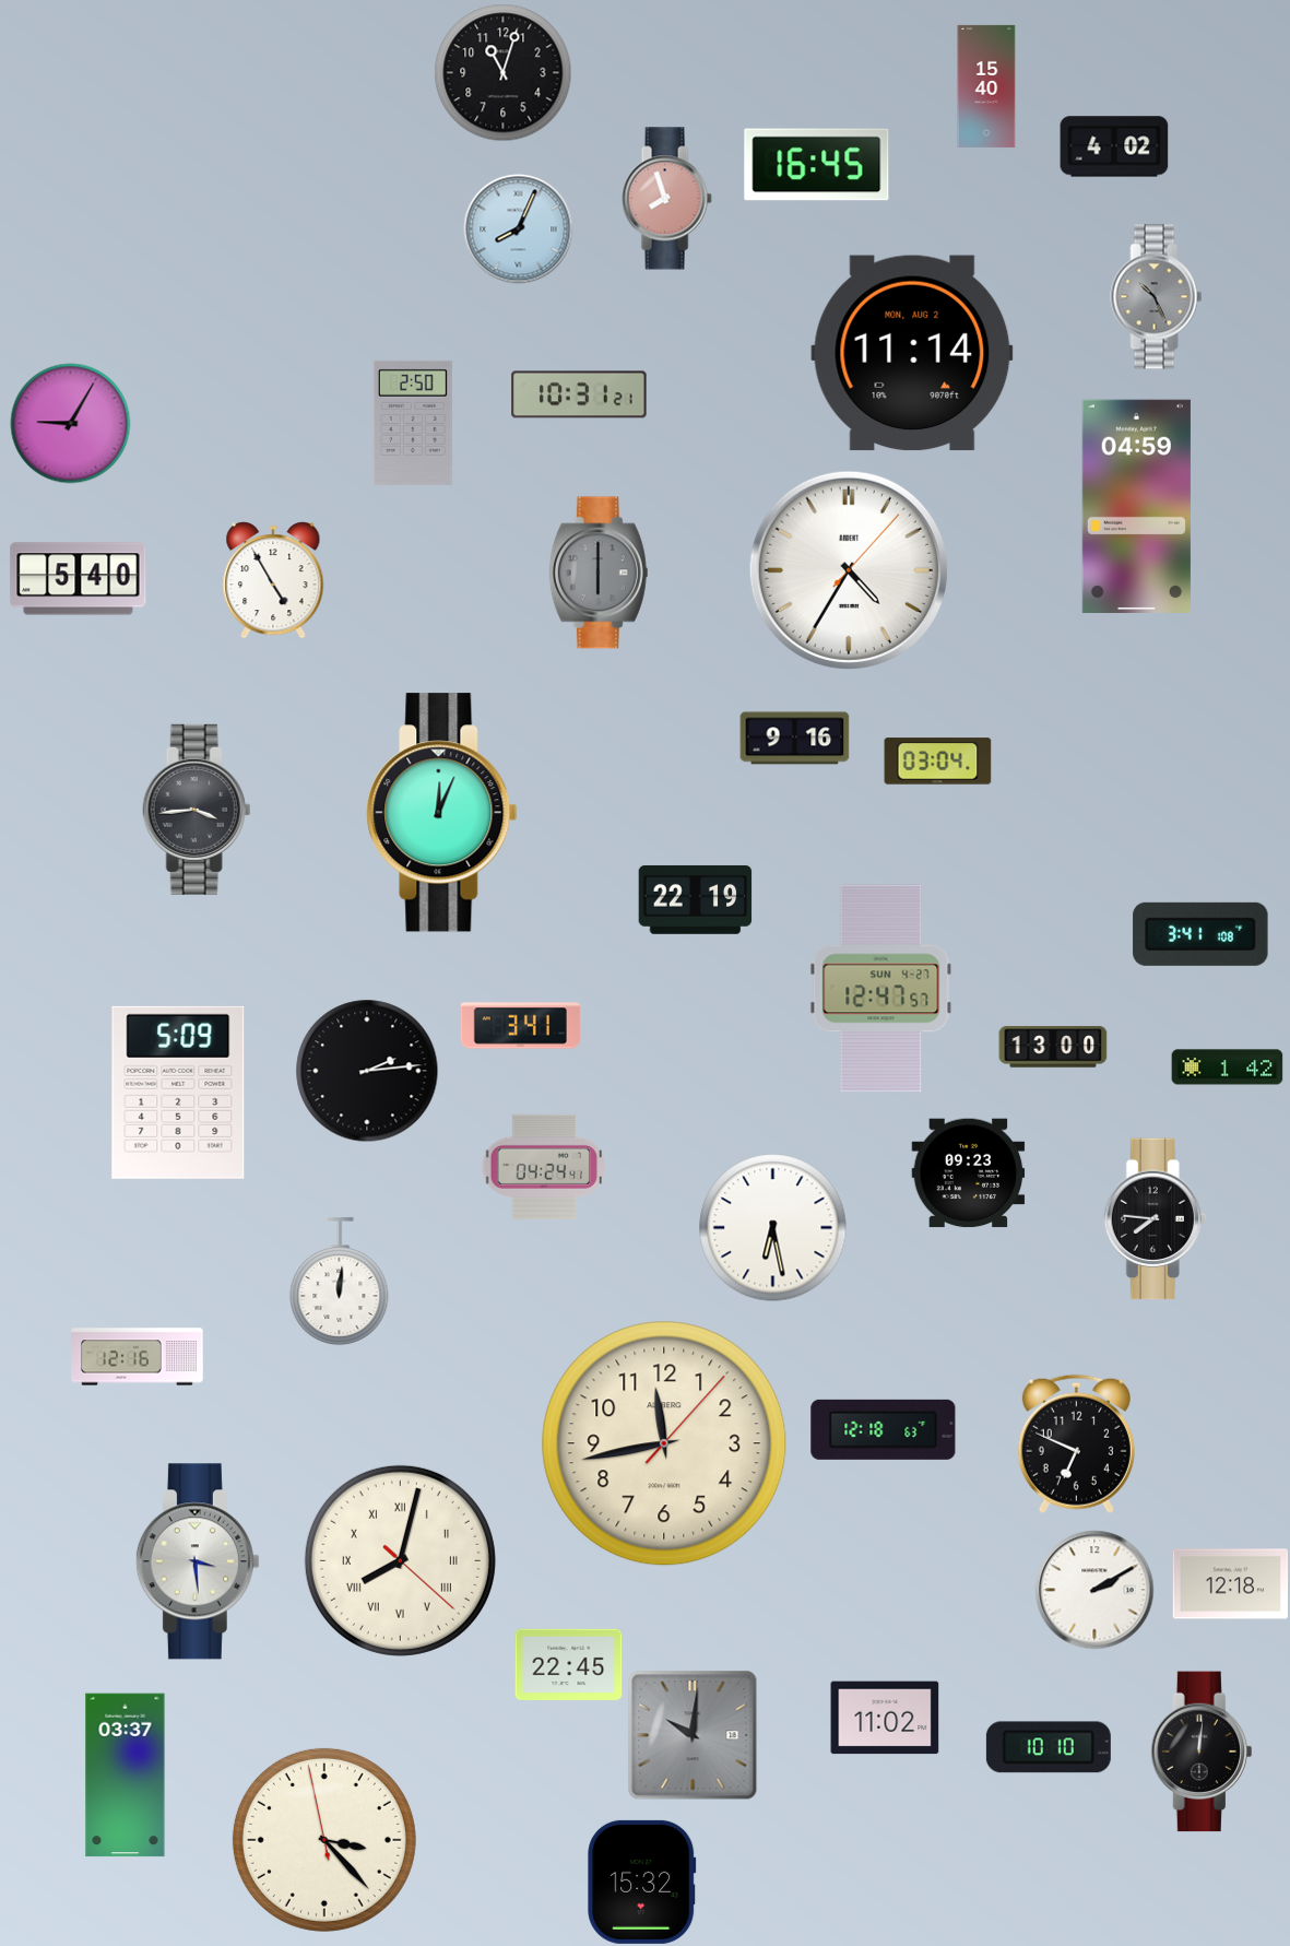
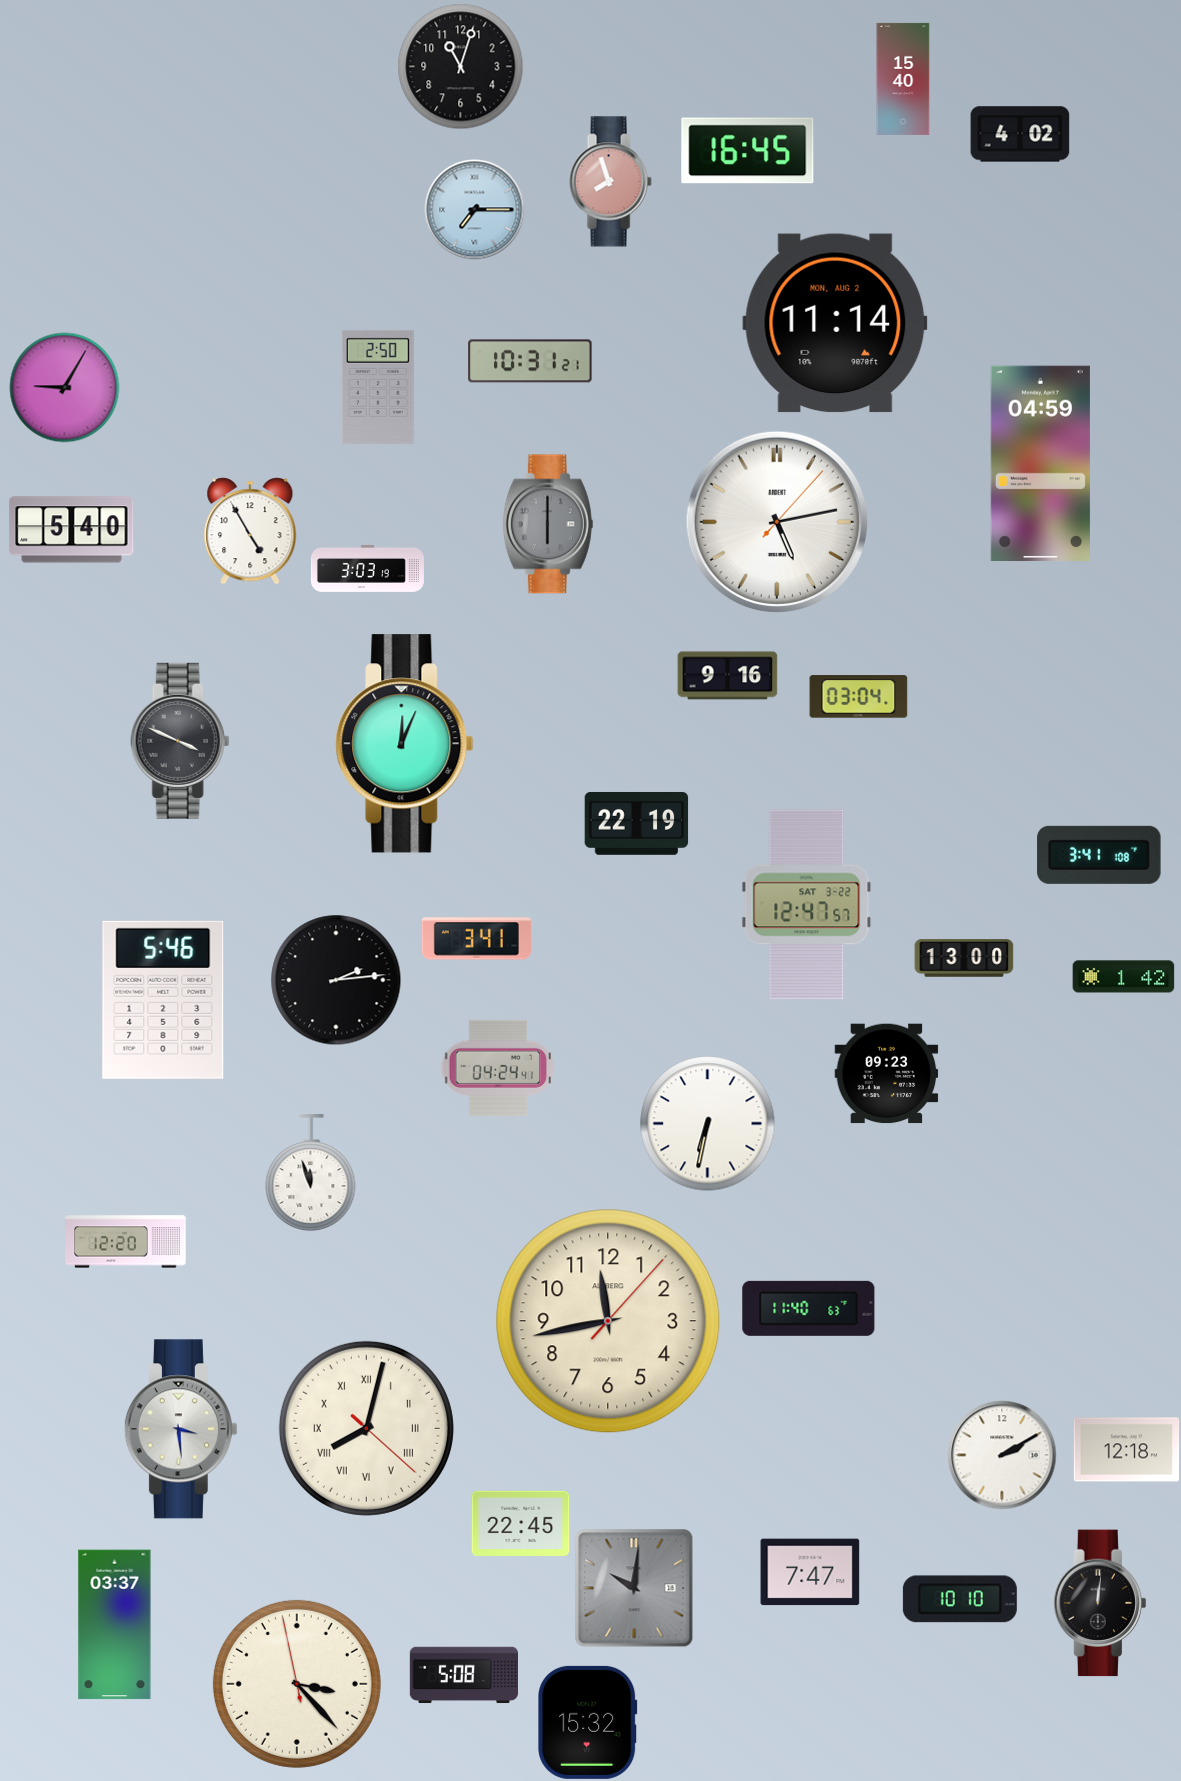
clock at (519, 229): 8:04 -> 7:15
clock at (1157, 297): 10:26 -> none
clock at (849, 570): 4:35 -> 5:13
clock at (367, 568): none -> 3:03
clock at (197, 810): 3:44 -> 3:49
clock at (881, 989) date: SUN 4-27 -> SAT 3-22
clock at (178, 1093): 5:09 -> 5:46
clock at (1155, 1219): 7:46 -> none
clock at (773, 1228): 6:28 -> 6:32
clock at (340, 1282): 12:01 -> 11:57
clock at (138, 1357): 12:16 -> 12:20
clock at (884, 1429): 12:18 -> 11:40
clock at (1076, 1443): 6:49 -> none
clock at (885, 1718): 11:02 -> 7:47
clock at (463, 1675): none -> 5:08
